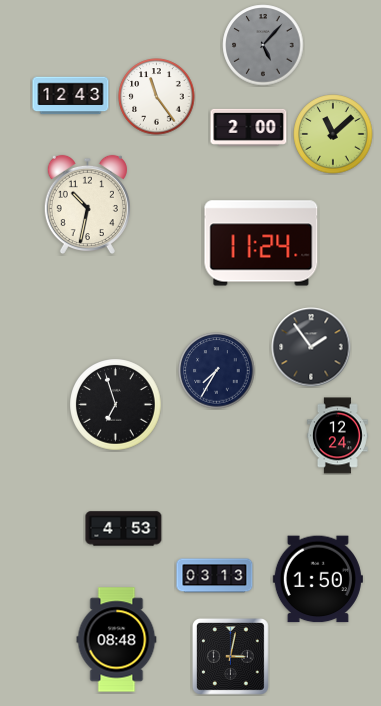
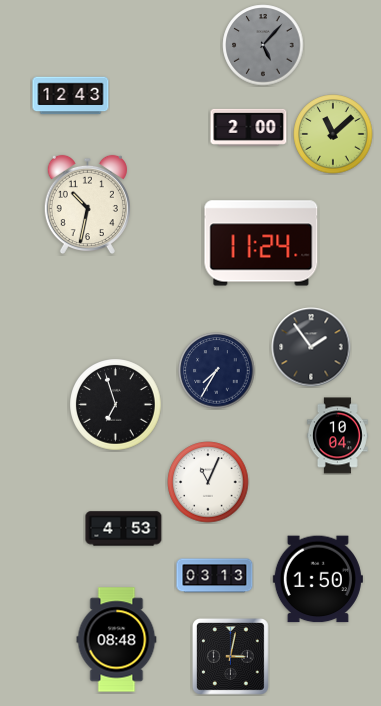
clock at (157, 97): 11:24 -> none
clock at (337, 436): 12:24 -> 10:04
clock at (208, 482): none -> 11:04
